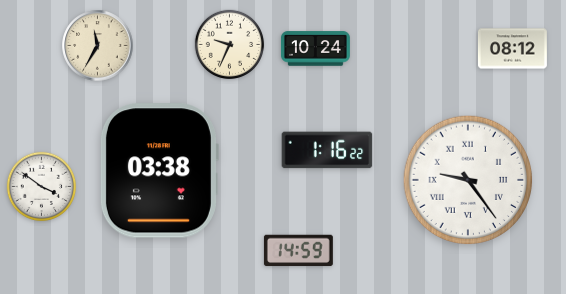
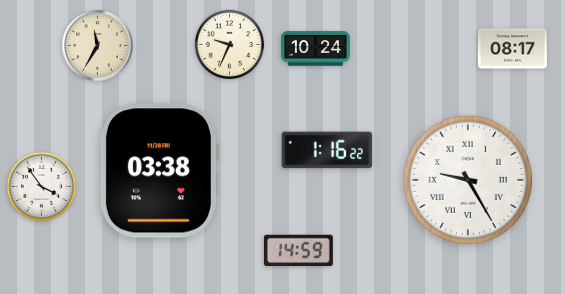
clock at (512, 49): 08:12 -> 08:17
clock at (468, 180): 9:24 -> 9:25
clock at (42, 187): 3:51 -> 3:54
